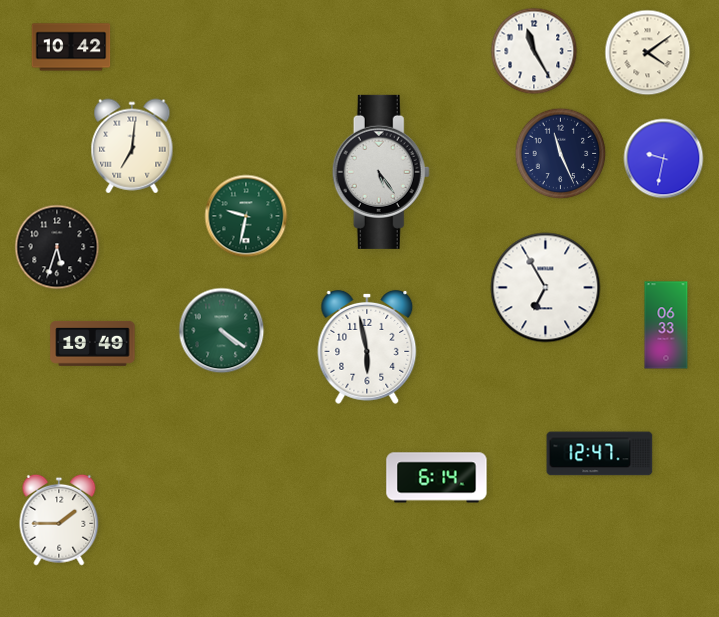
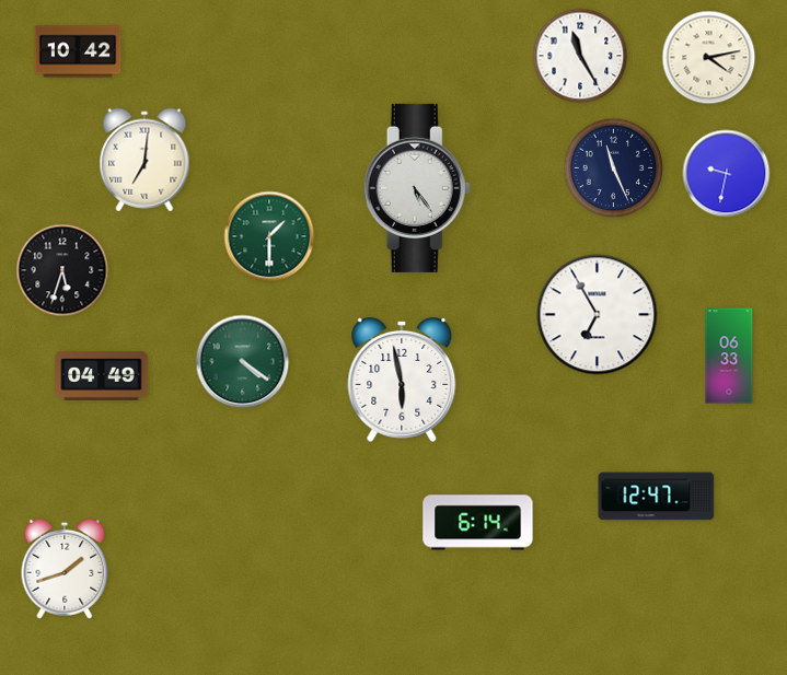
clock at (534, 51) position: (534, 51) -> (580, 56)
clock at (648, 53): 4:09 -> 4:13
clock at (246, 216): 9:32 -> 1:30
clock at (93, 343): 19:49 -> 04:49
clock at (59, 520): 1:45 -> 1:42
